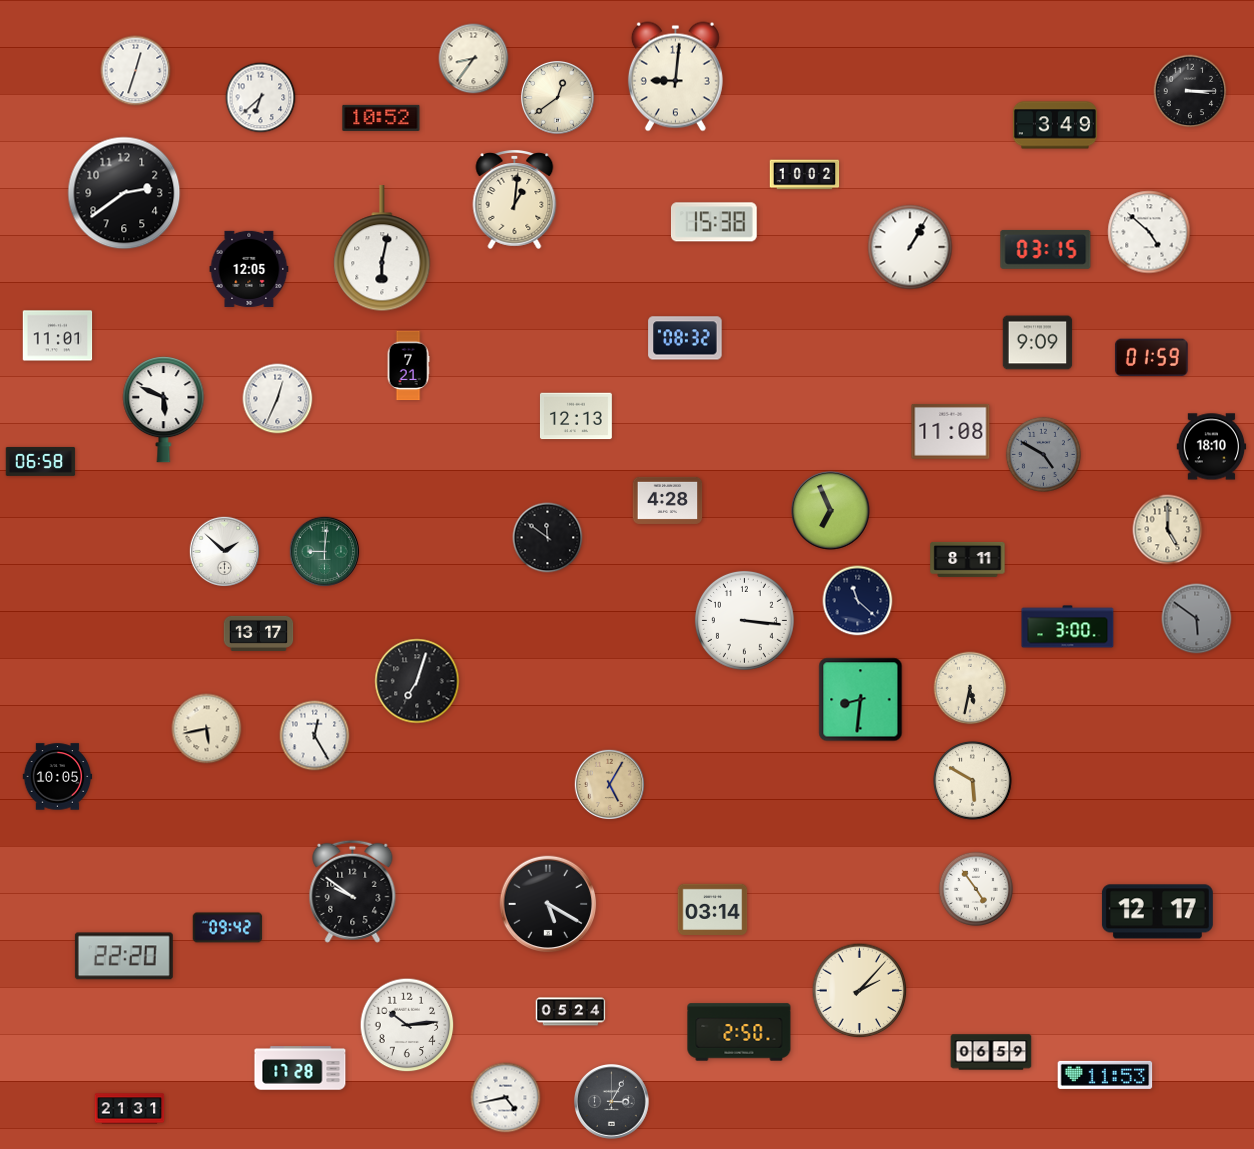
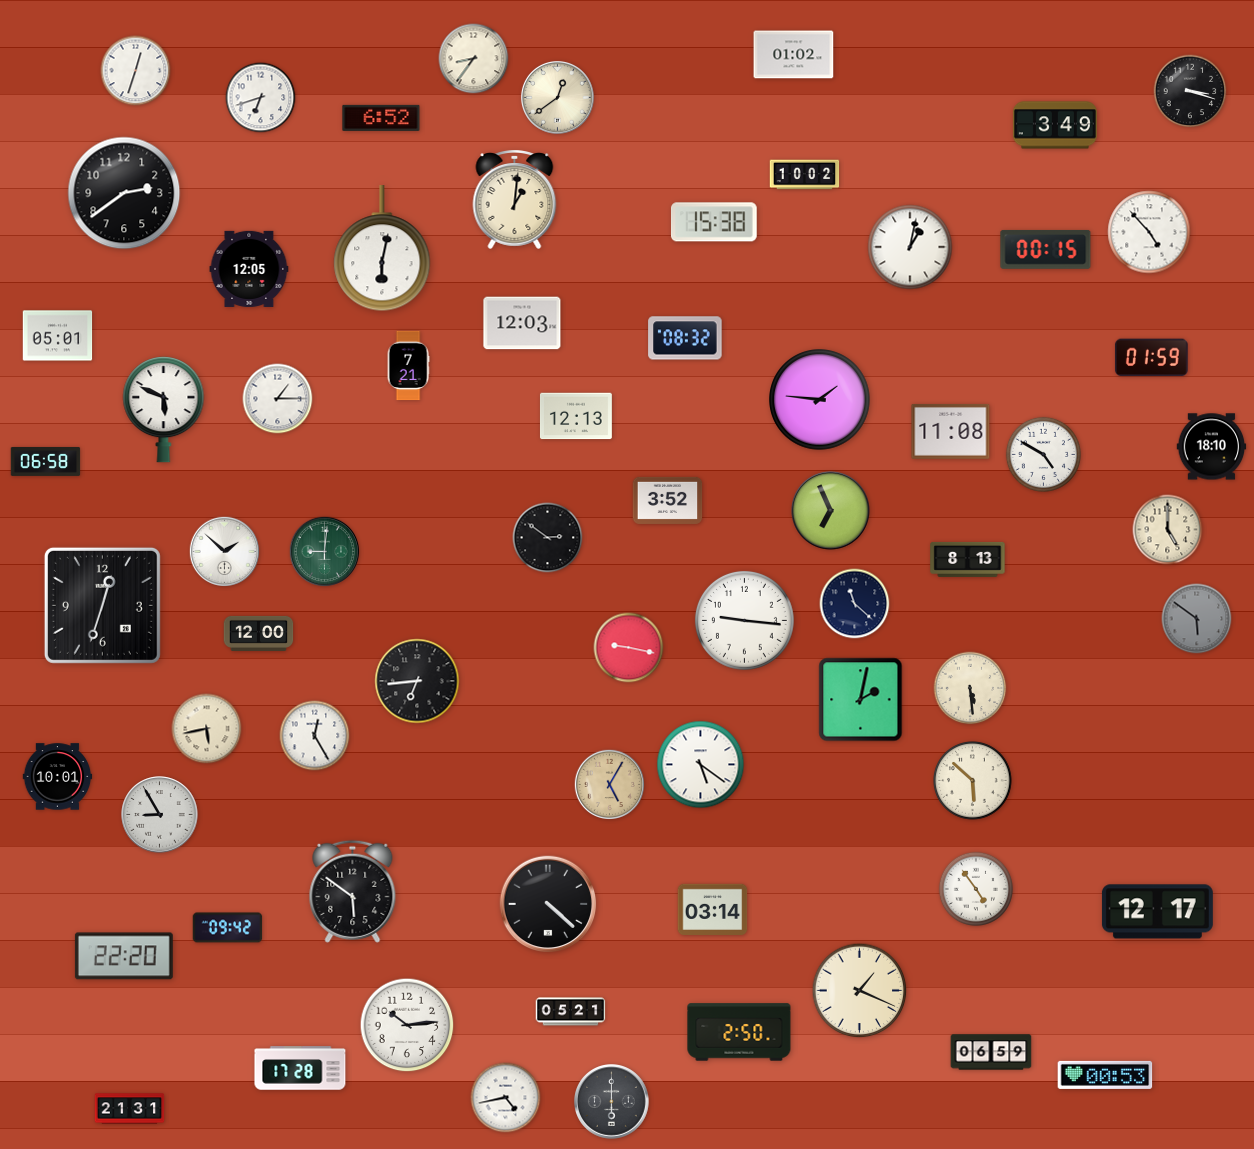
clock at (794, 55): none -> 01:02
clock at (675, 77): 9:01 -> none
clock at (1190, 91): 3:15 -> 3:18
clock at (261, 98): 6:38 -> 6:42
clock at (381, 118): 10:52 -> 6:52
clock at (1149, 232): 4:52 -> 4:53
clock at (910, 247): 1:05 -> 1:02
clock at (1046, 249): 03:15 -> 00:15
clock at (522, 323): none -> 12:03
clock at (58, 336): 11:01 -> 05:01
clock at (1038, 343): 9:09 -> none
clock at (278, 399): 12:34 -> 1:15
clock at (820, 400): none -> 1:46
clock at (1043, 454) dial: grey -> white
clock at (41, 461) position: (41, 461) -> (46, 461)
clock at (668, 500): 4:28 -> 3:52
clock at (548, 538): 11:51 -> 2:51
clock at (968, 559): 8:11 -> 8:13
clock at (858, 601) position: (858, 601) -> (855, 604)
clock at (102, 605): none -> 12:33
clock at (744, 620): 3:16 -> 9:16
clock at (1068, 627): 3:00 -> none
clock at (259, 633): 13:17 -> 12:00
clock at (629, 648): none -> 9:17
clock at (417, 681): 7:03 -> 6:44
clock at (970, 688): 5:32 -> 5:29
clock at (861, 700): 8:31 -> 2:02
clock at (701, 765): none -> 5:21
clock at (58, 777): 10:05 -> 10:01
clock at (973, 781): 5:50 -> 5:52
clock at (160, 815): none -> 8:55
clock at (353, 891): 9:51 -> 5:51
clock at (548, 904): 5:20 -> 4:22
clock at (860, 991): 2:07 -> 1:19
clock at (571, 1012): 05:24 -> 05:21
clock at (1105, 1075): 11:53 -> 00:53
clock at (612, 1102): 3:05 -> 6:00
